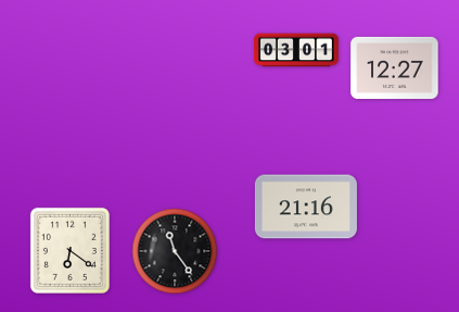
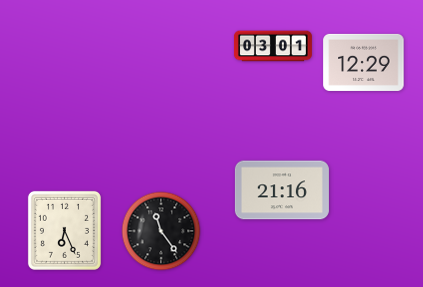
clock at (395, 67): 12:27 -> 12:29
clock at (69, 250): 6:21 -> 6:26
